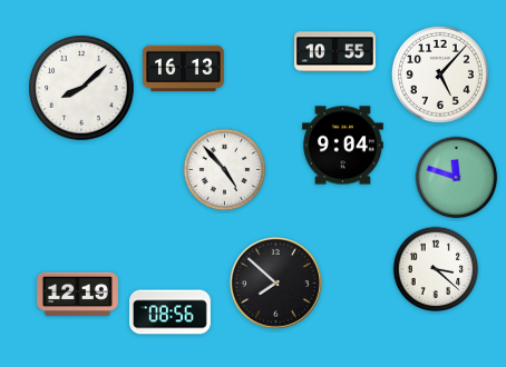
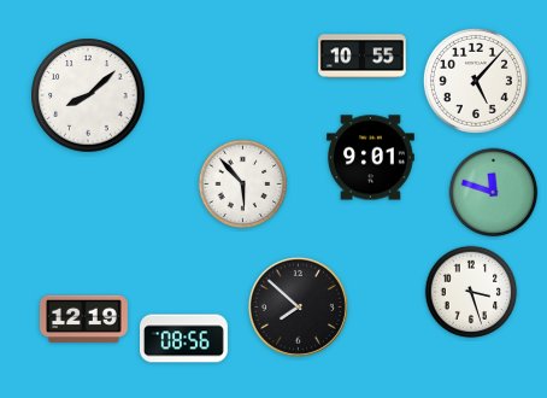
clock at (184, 69): 16:13 -> none
clock at (343, 146): 9:04 -> 9:01
clock at (225, 170): 4:53 -> 5:53
clock at (436, 269): 3:22 -> 3:27
